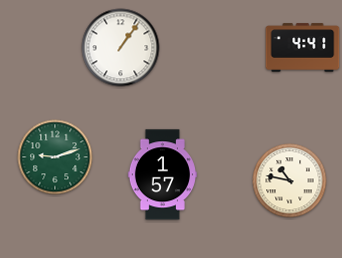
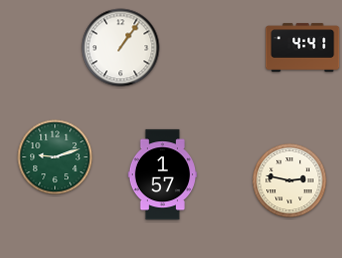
clock at (290, 181): 10:47 -> 2:47
